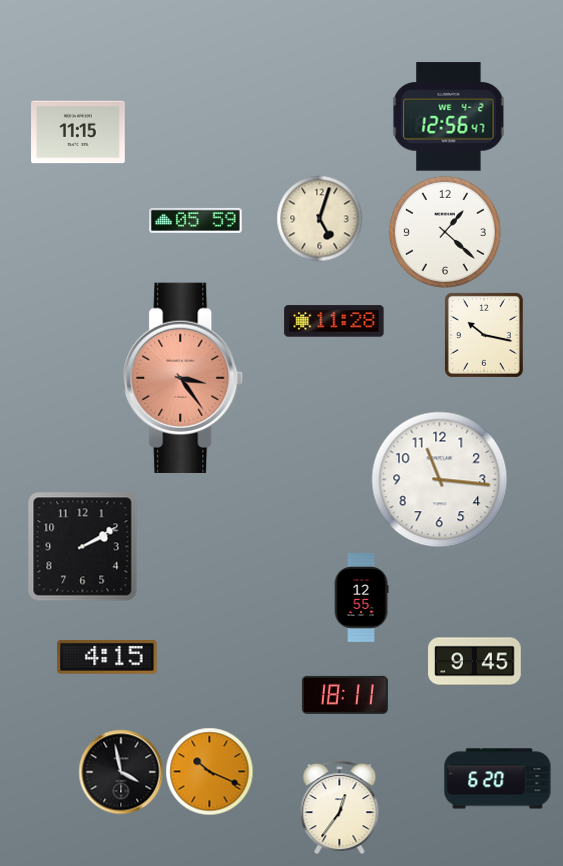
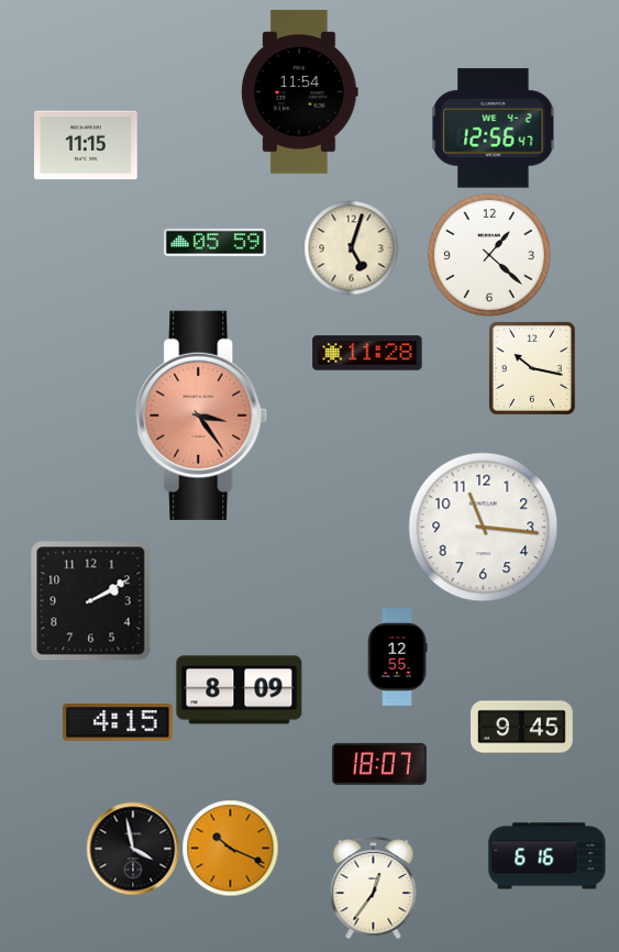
clock at (300, 92): none -> 11:54
clock at (319, 218) position: (319, 218) -> (351, 247)
clock at (240, 690): none -> 8:09
clock at (345, 695): 18:11 -> 18:07
clock at (498, 779): 6:20 -> 6:16
